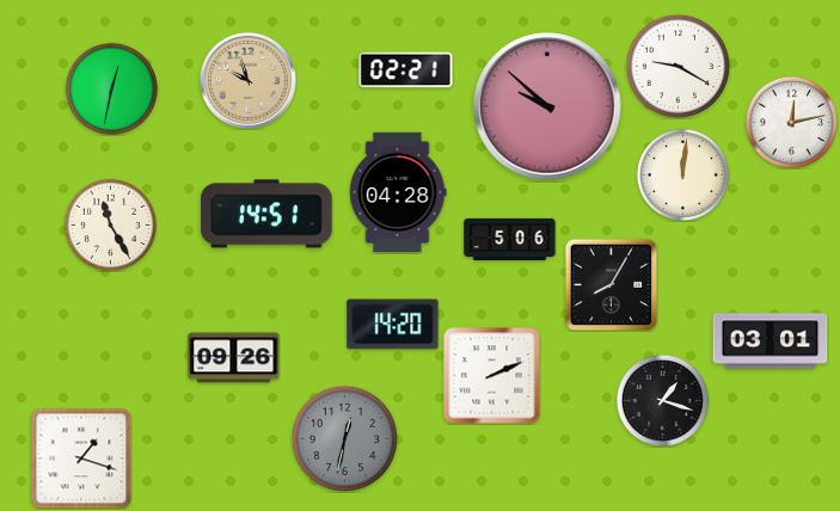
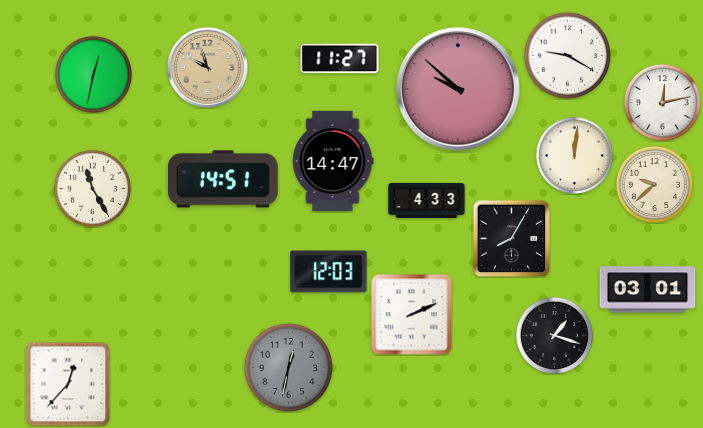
clock at (406, 70): 02:21 -> 11:27
clock at (682, 174) position: (682, 174) -> (574, 155)
clock at (398, 191): 04:28 -> 14:47
clock at (654, 184): none -> 9:38
clock at (510, 239): 5:06 -> 4:33
clock at (393, 325): 14:20 -> 12:03
clock at (771, 341) position: (771, 341) -> (648, 290)
clock at (234, 358): 09:26 -> none
clock at (81, 458): 1:18 -> 12:37
